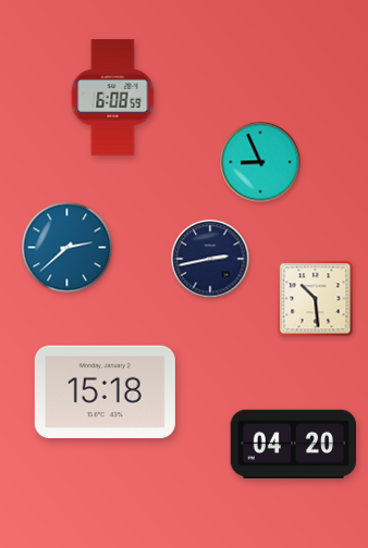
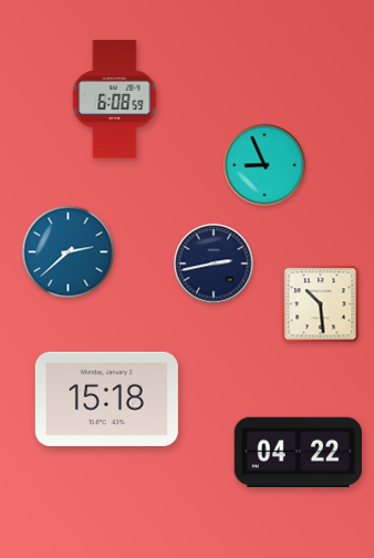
clock at (294, 444): 04:20 -> 04:22
